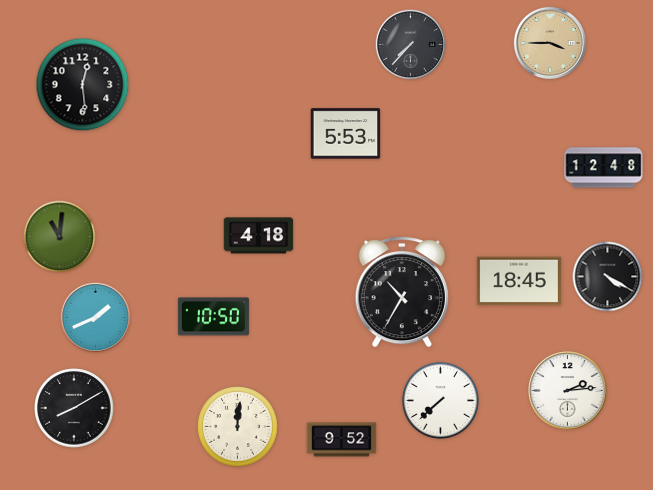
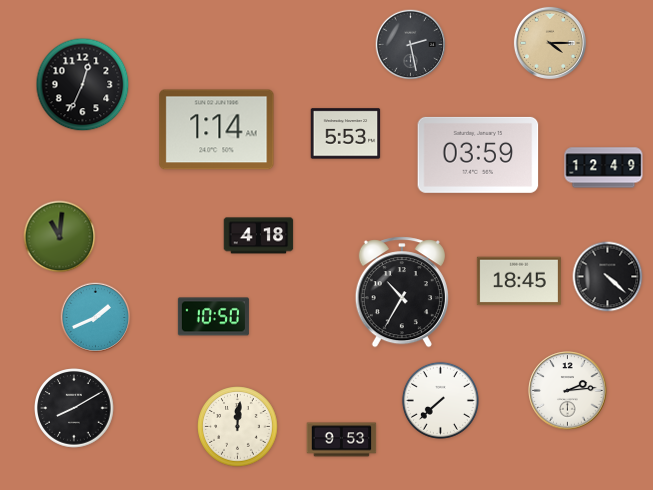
clock at (550, 43): 3:45 -> 4:15
clock at (411, 45): 7:37 -> 2:28
clock at (83, 85): 12:29 -> 12:34
clock at (217, 130): none -> 1:14
clock at (478, 155): none -> 03:59
clock at (604, 168): 12:48 -> 12:49
clock at (608, 277): 4:20 -> 4:22
clock at (342, 440): 9:52 -> 9:53
